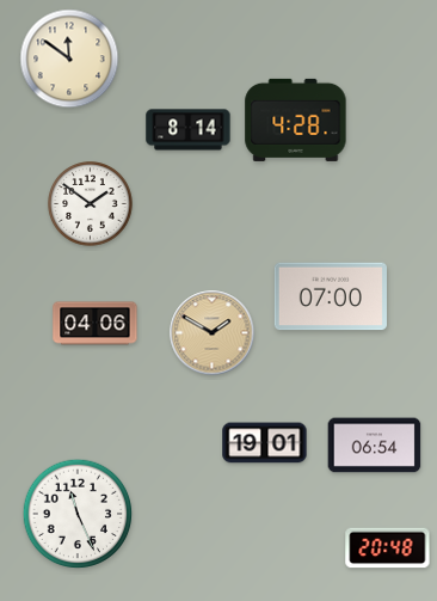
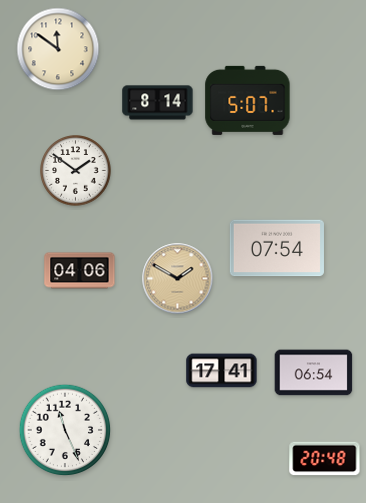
clock at (296, 119): 4:28 -> 5:07
clock at (189, 130) position: (189, 130) -> (158, 103)
clock at (331, 296): 07:00 -> 07:54
clock at (265, 443): 19:01 -> 17:41
